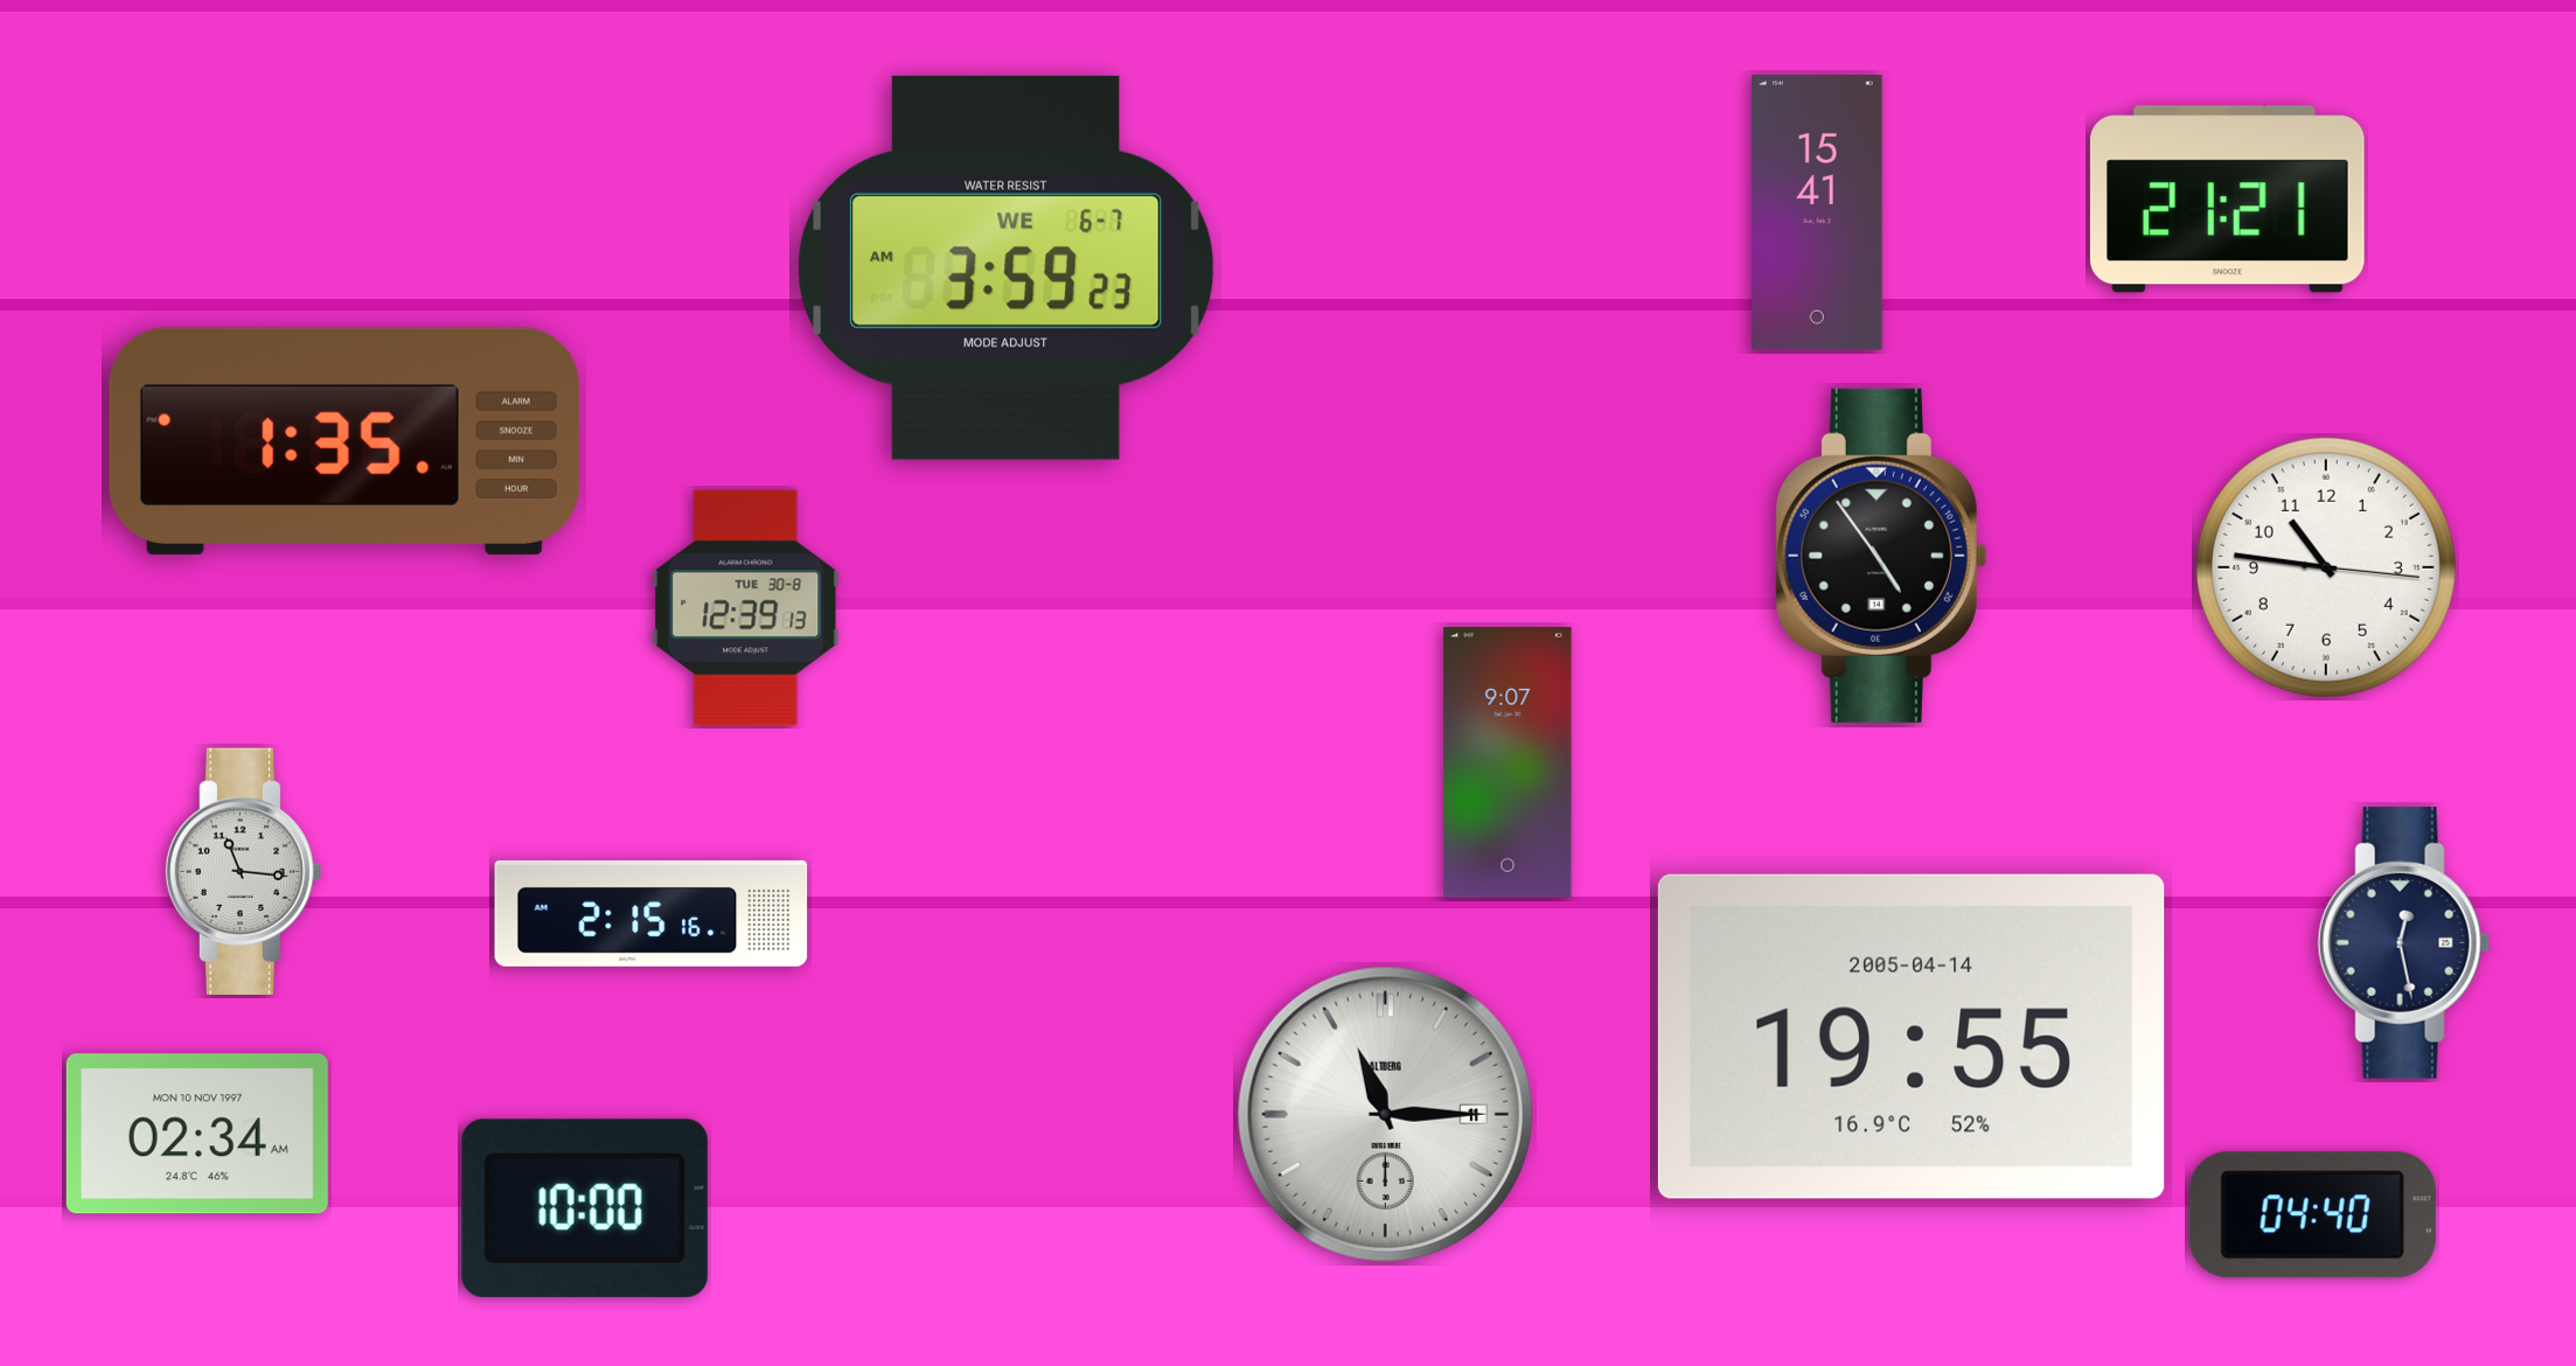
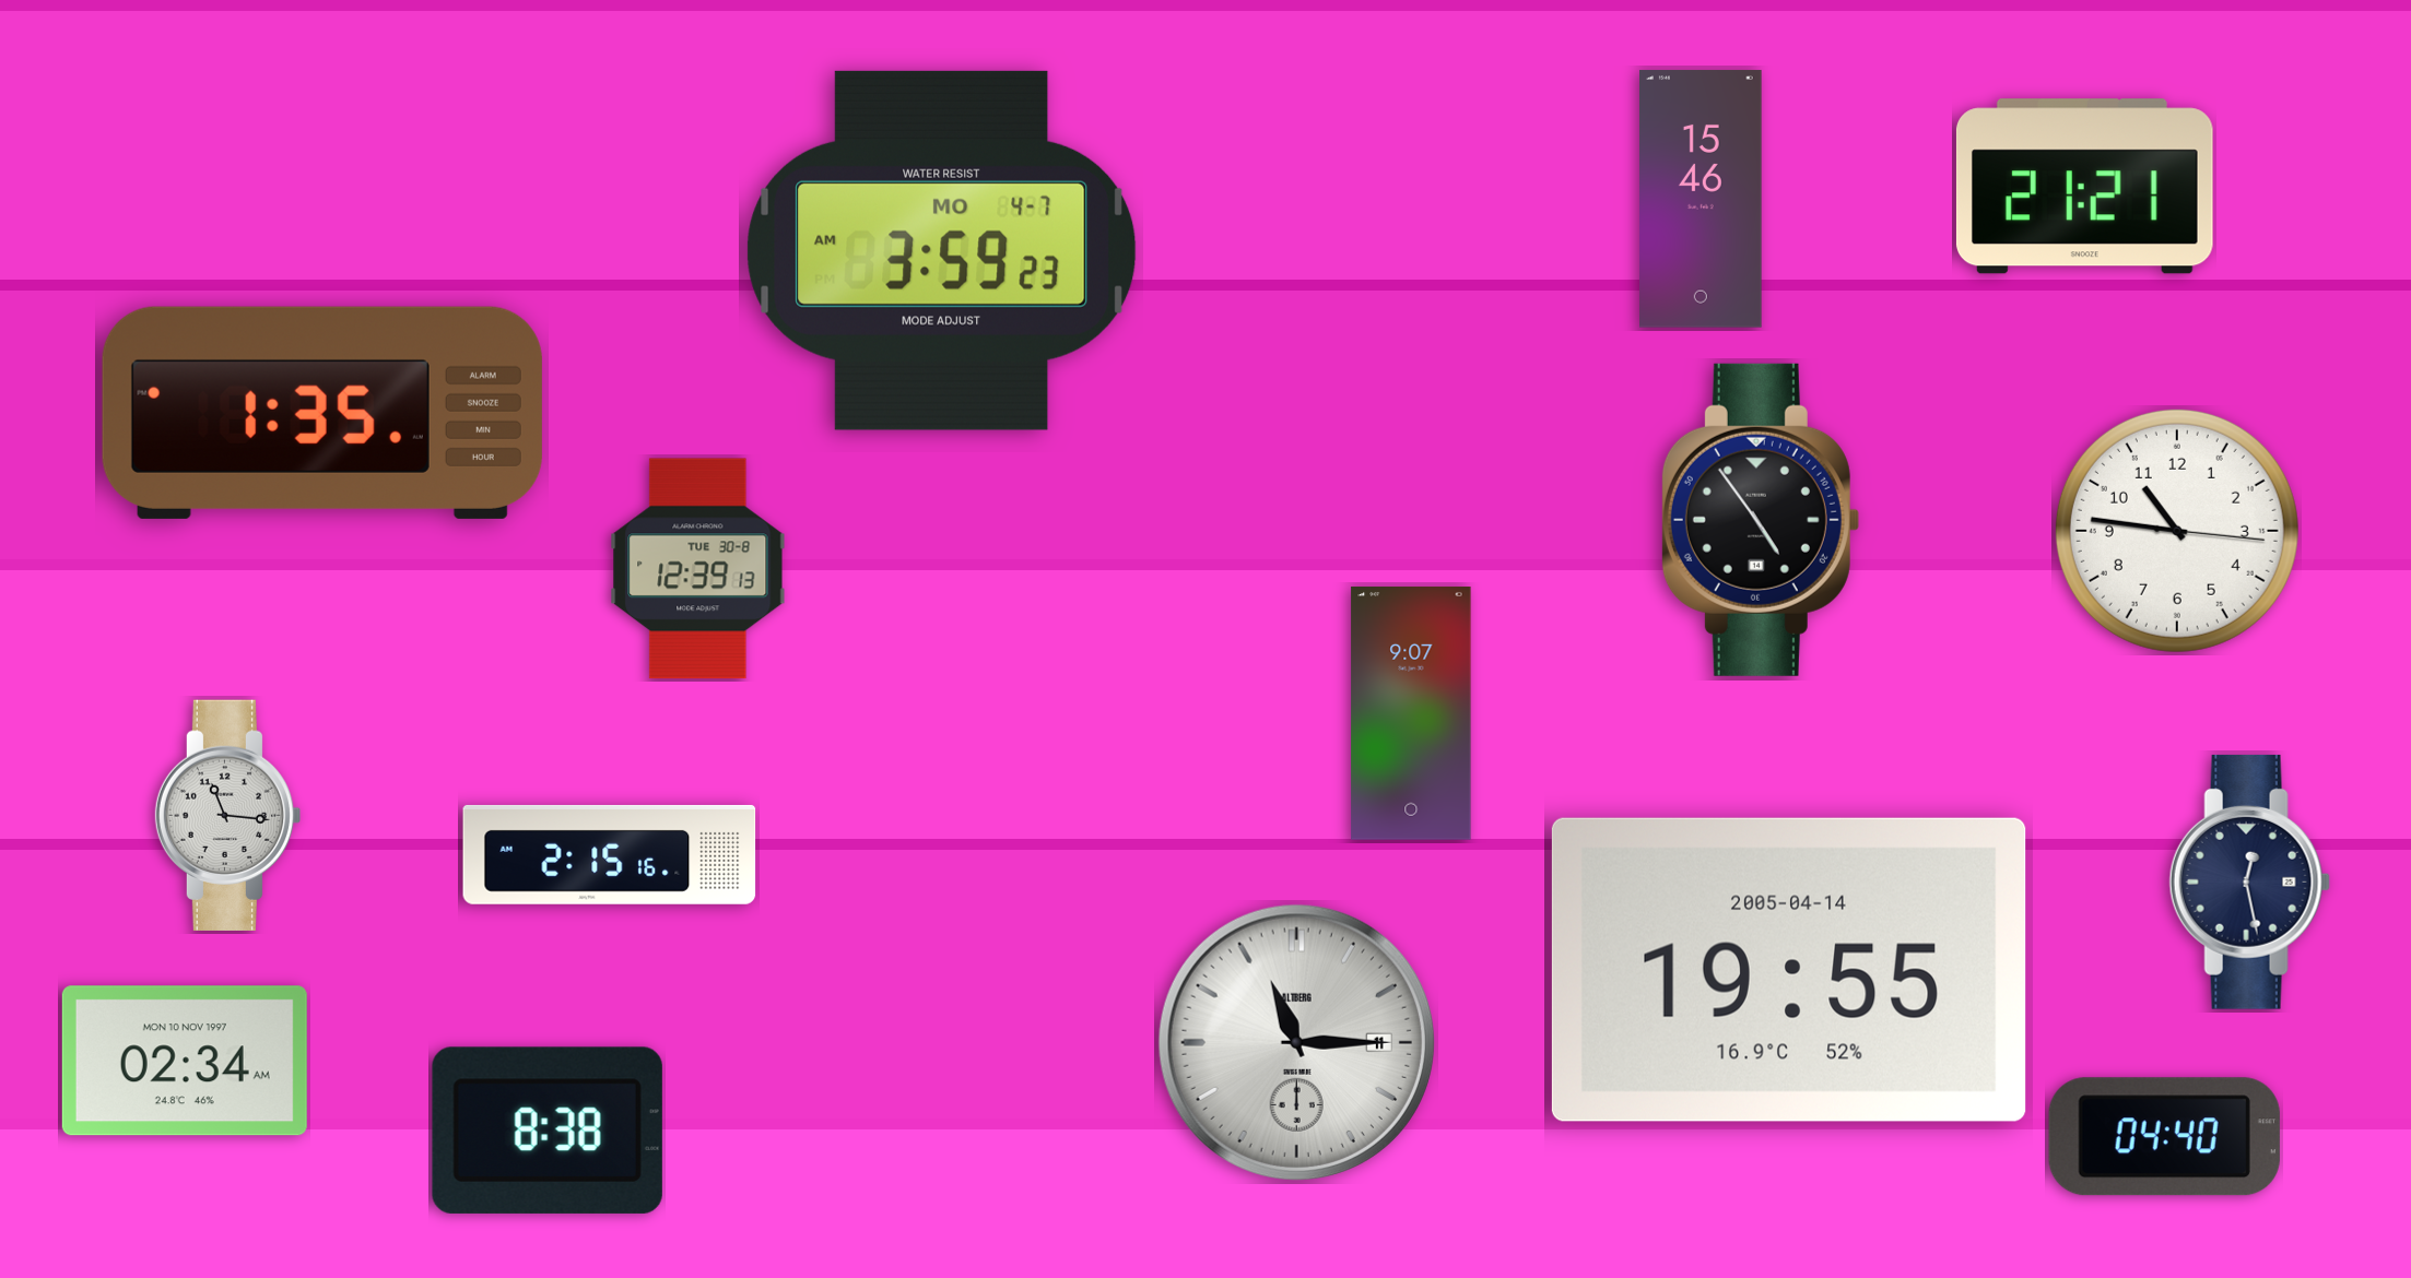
clock at (1818, 212): 15:41 -> 15:46
clock at (1007, 267) date: WE 6-7 -> MO 4-7
clock at (585, 1208): 10:00 -> 8:38
